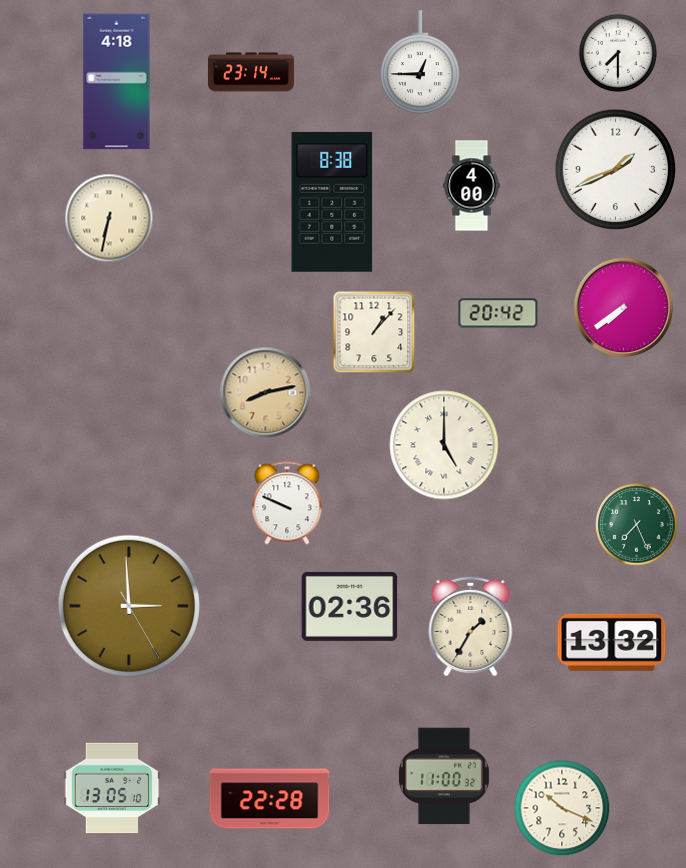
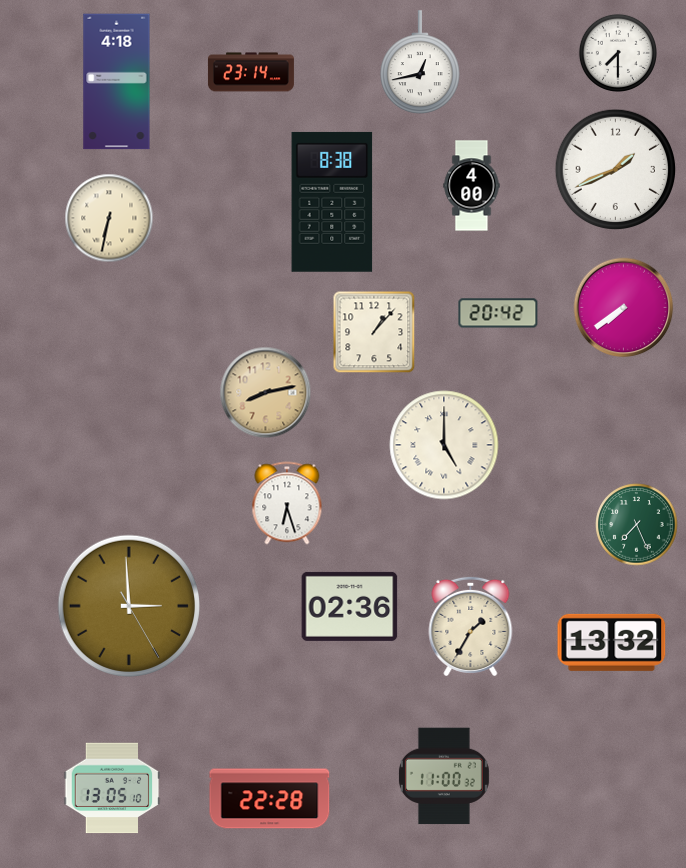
clock at (420, 62): 12:45 -> 12:43
clock at (287, 503): 9:49 -> 6:27
clock at (562, 808): 10:19 -> none
